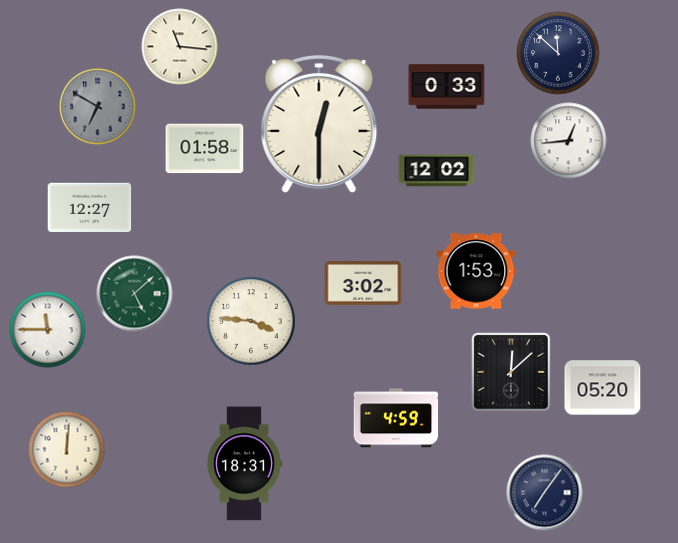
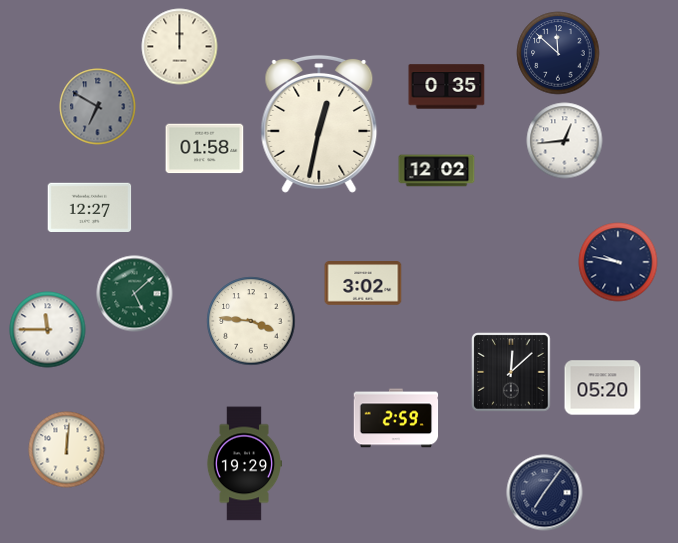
clock at (180, 47): 11:16 -> 12:00
clock at (447, 87): 0:33 -> 0:35
clock at (319, 124): 12:30 -> 12:32
clock at (569, 141) position: (569, 141) -> (565, 141)
clock at (618, 262): none -> 9:47
clock at (476, 271): 1:53 -> none
clock at (396, 418): 4:59 -> 2:59
clock at (243, 464): 18:31 -> 19:29
